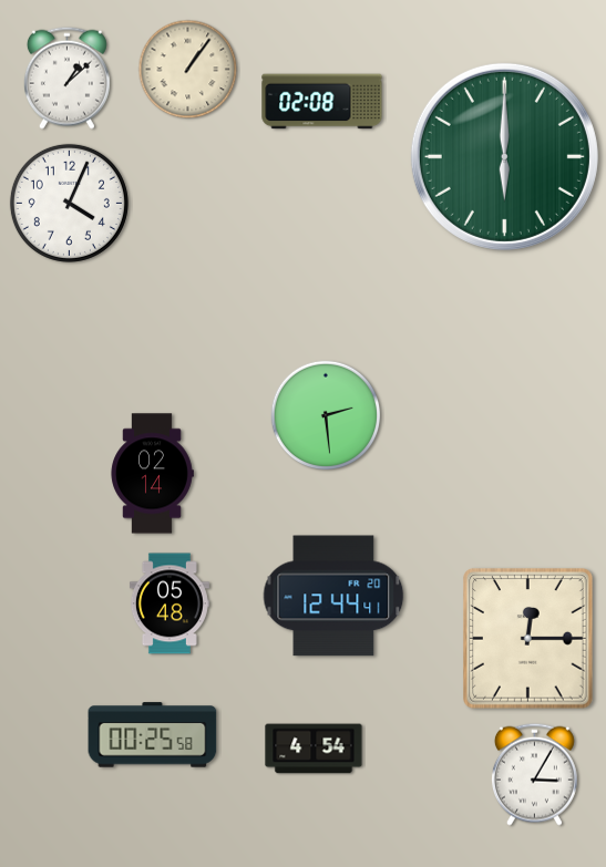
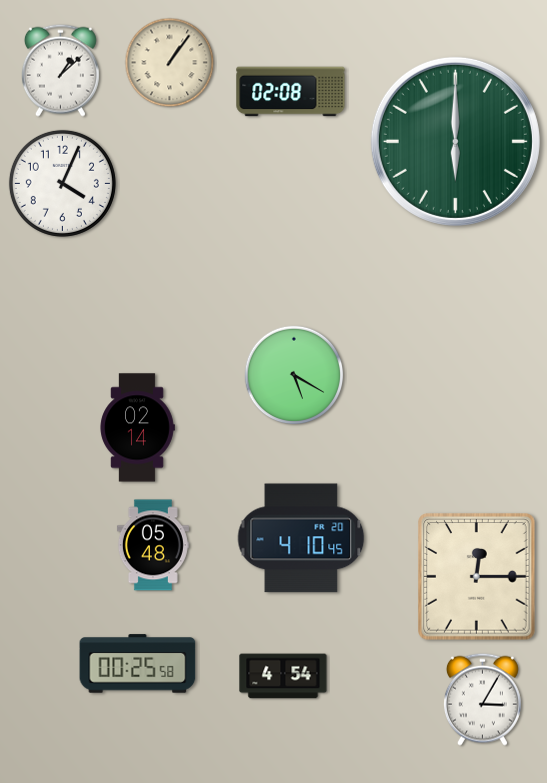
clock at (326, 415): 2:29 -> 5:20
clock at (333, 596): 12:44 -> 4:10
